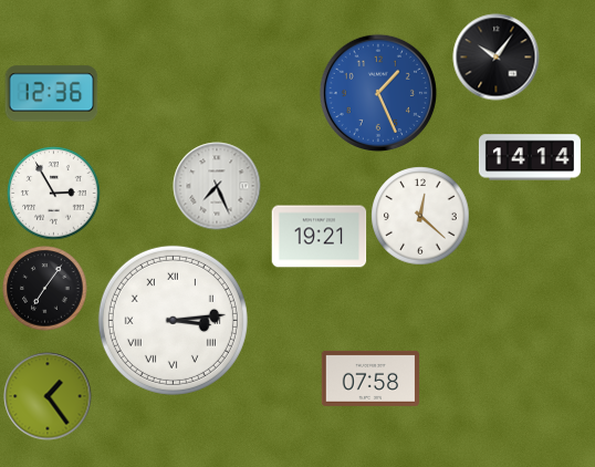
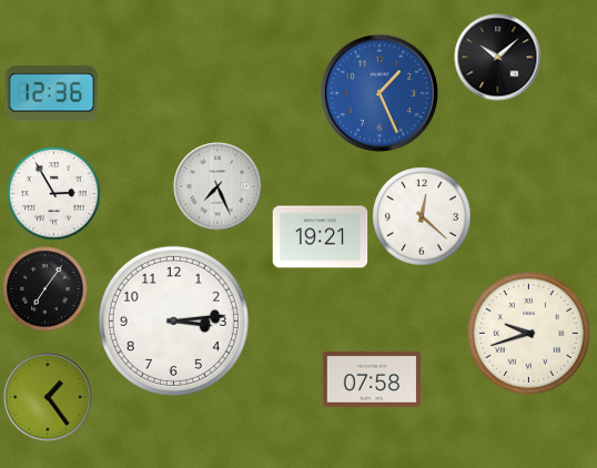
clock at (497, 58): 10:06 -> 10:08
clock at (530, 157): 14:14 -> none
clock at (173, 320) numerals: Roman -> Arabic
clock at (528, 333): none -> 9:42
